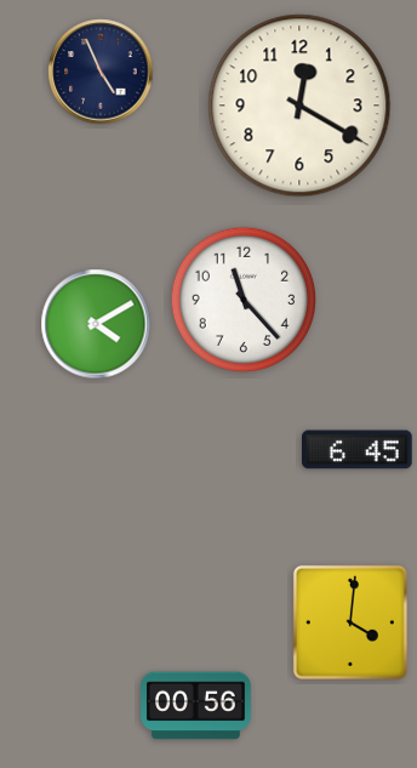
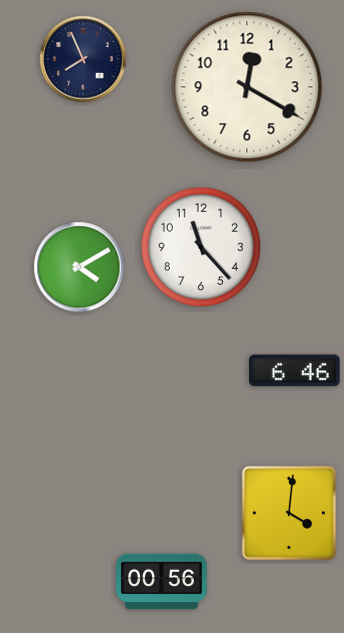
clock at (101, 72): 4:56 -> 7:56
clock at (358, 450): 6:45 -> 6:46
